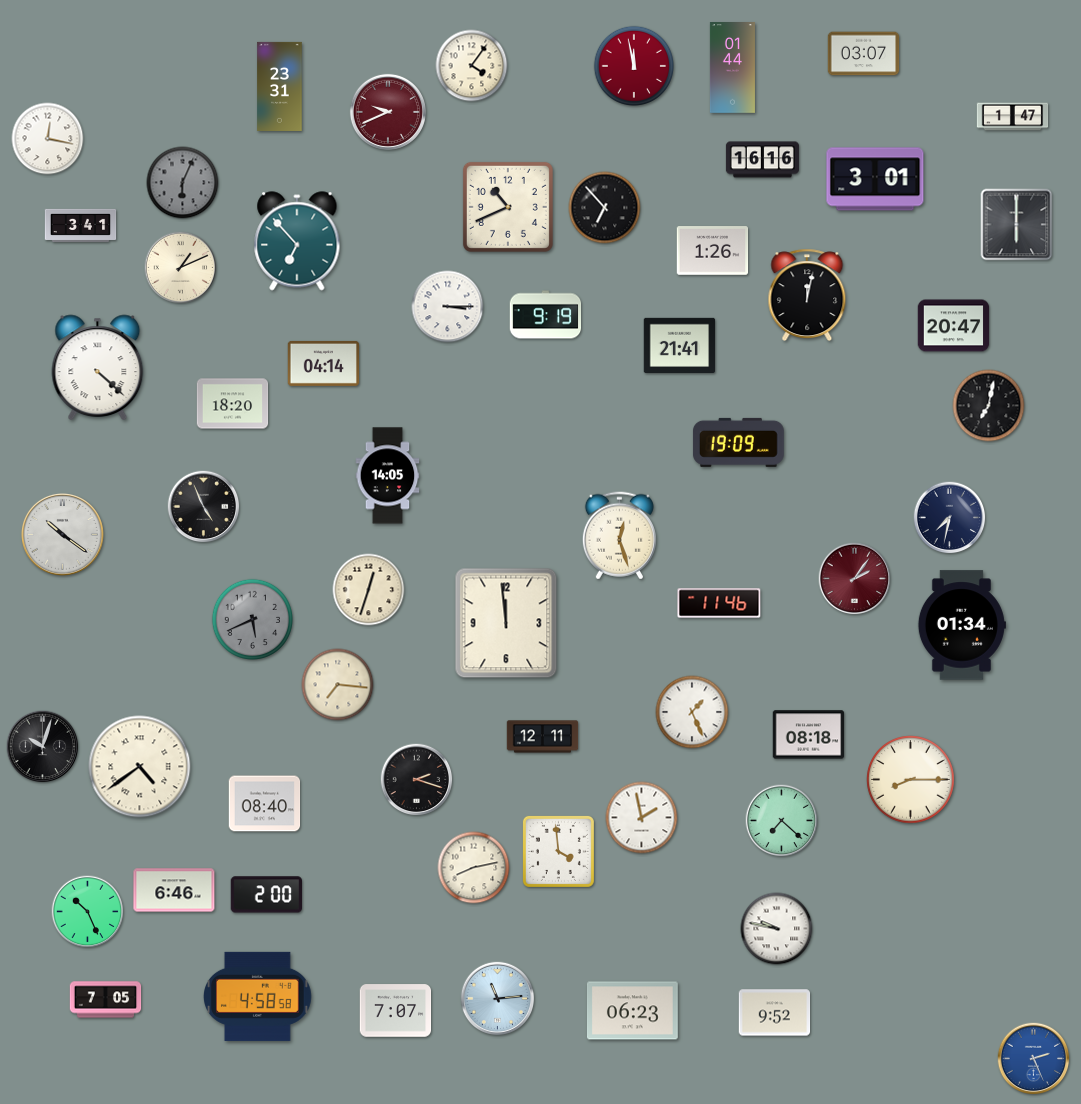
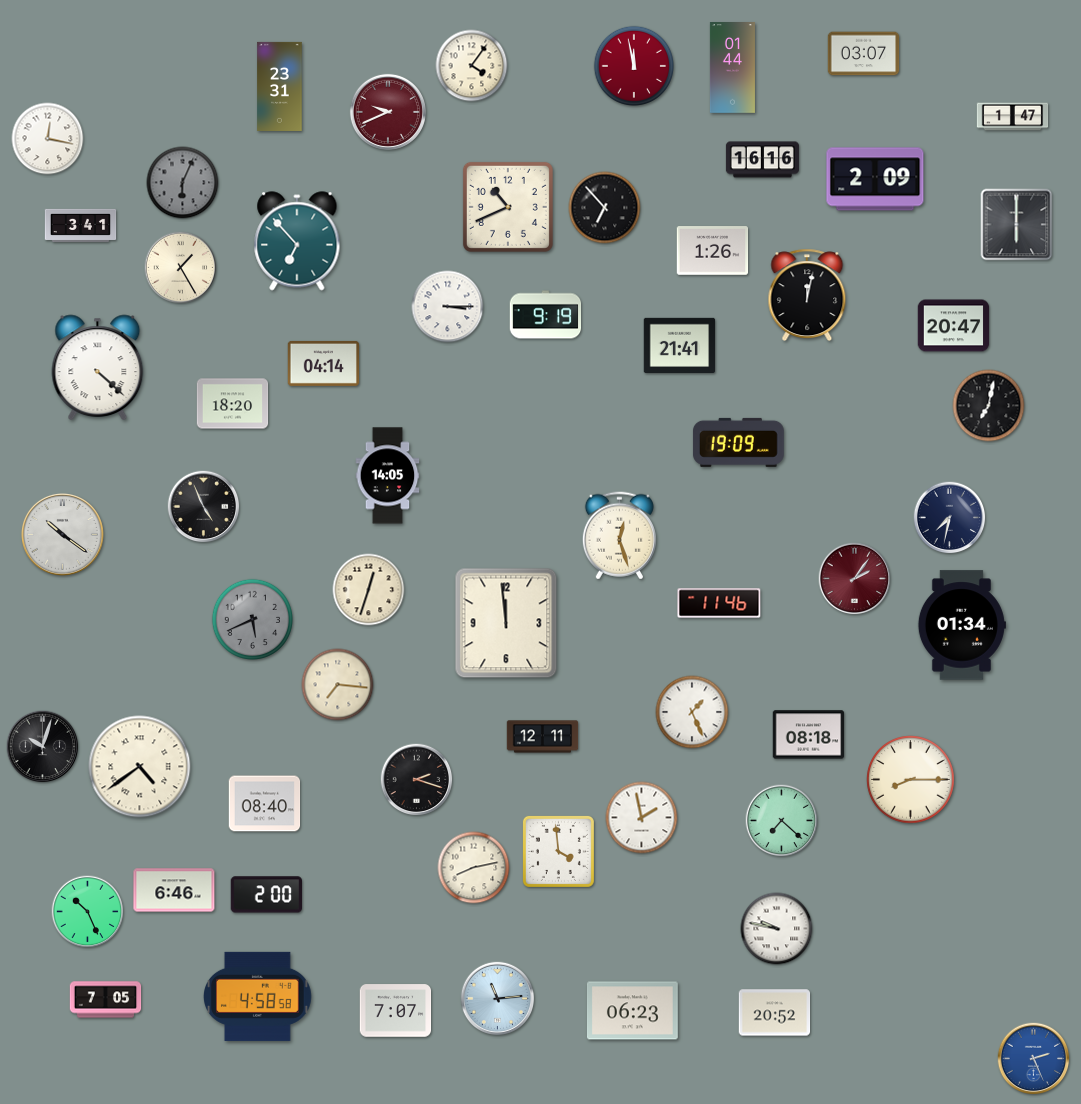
clock at (875, 179): 3:01 -> 2:09
clock at (181, 268): 1:11 -> 1:25
clock at (775, 1013): 9:52 -> 20:52
